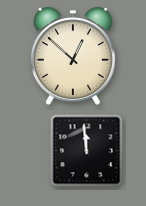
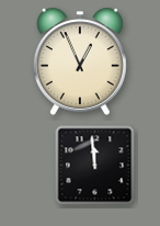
clock at (73, 56): 12:52 -> 12:56
